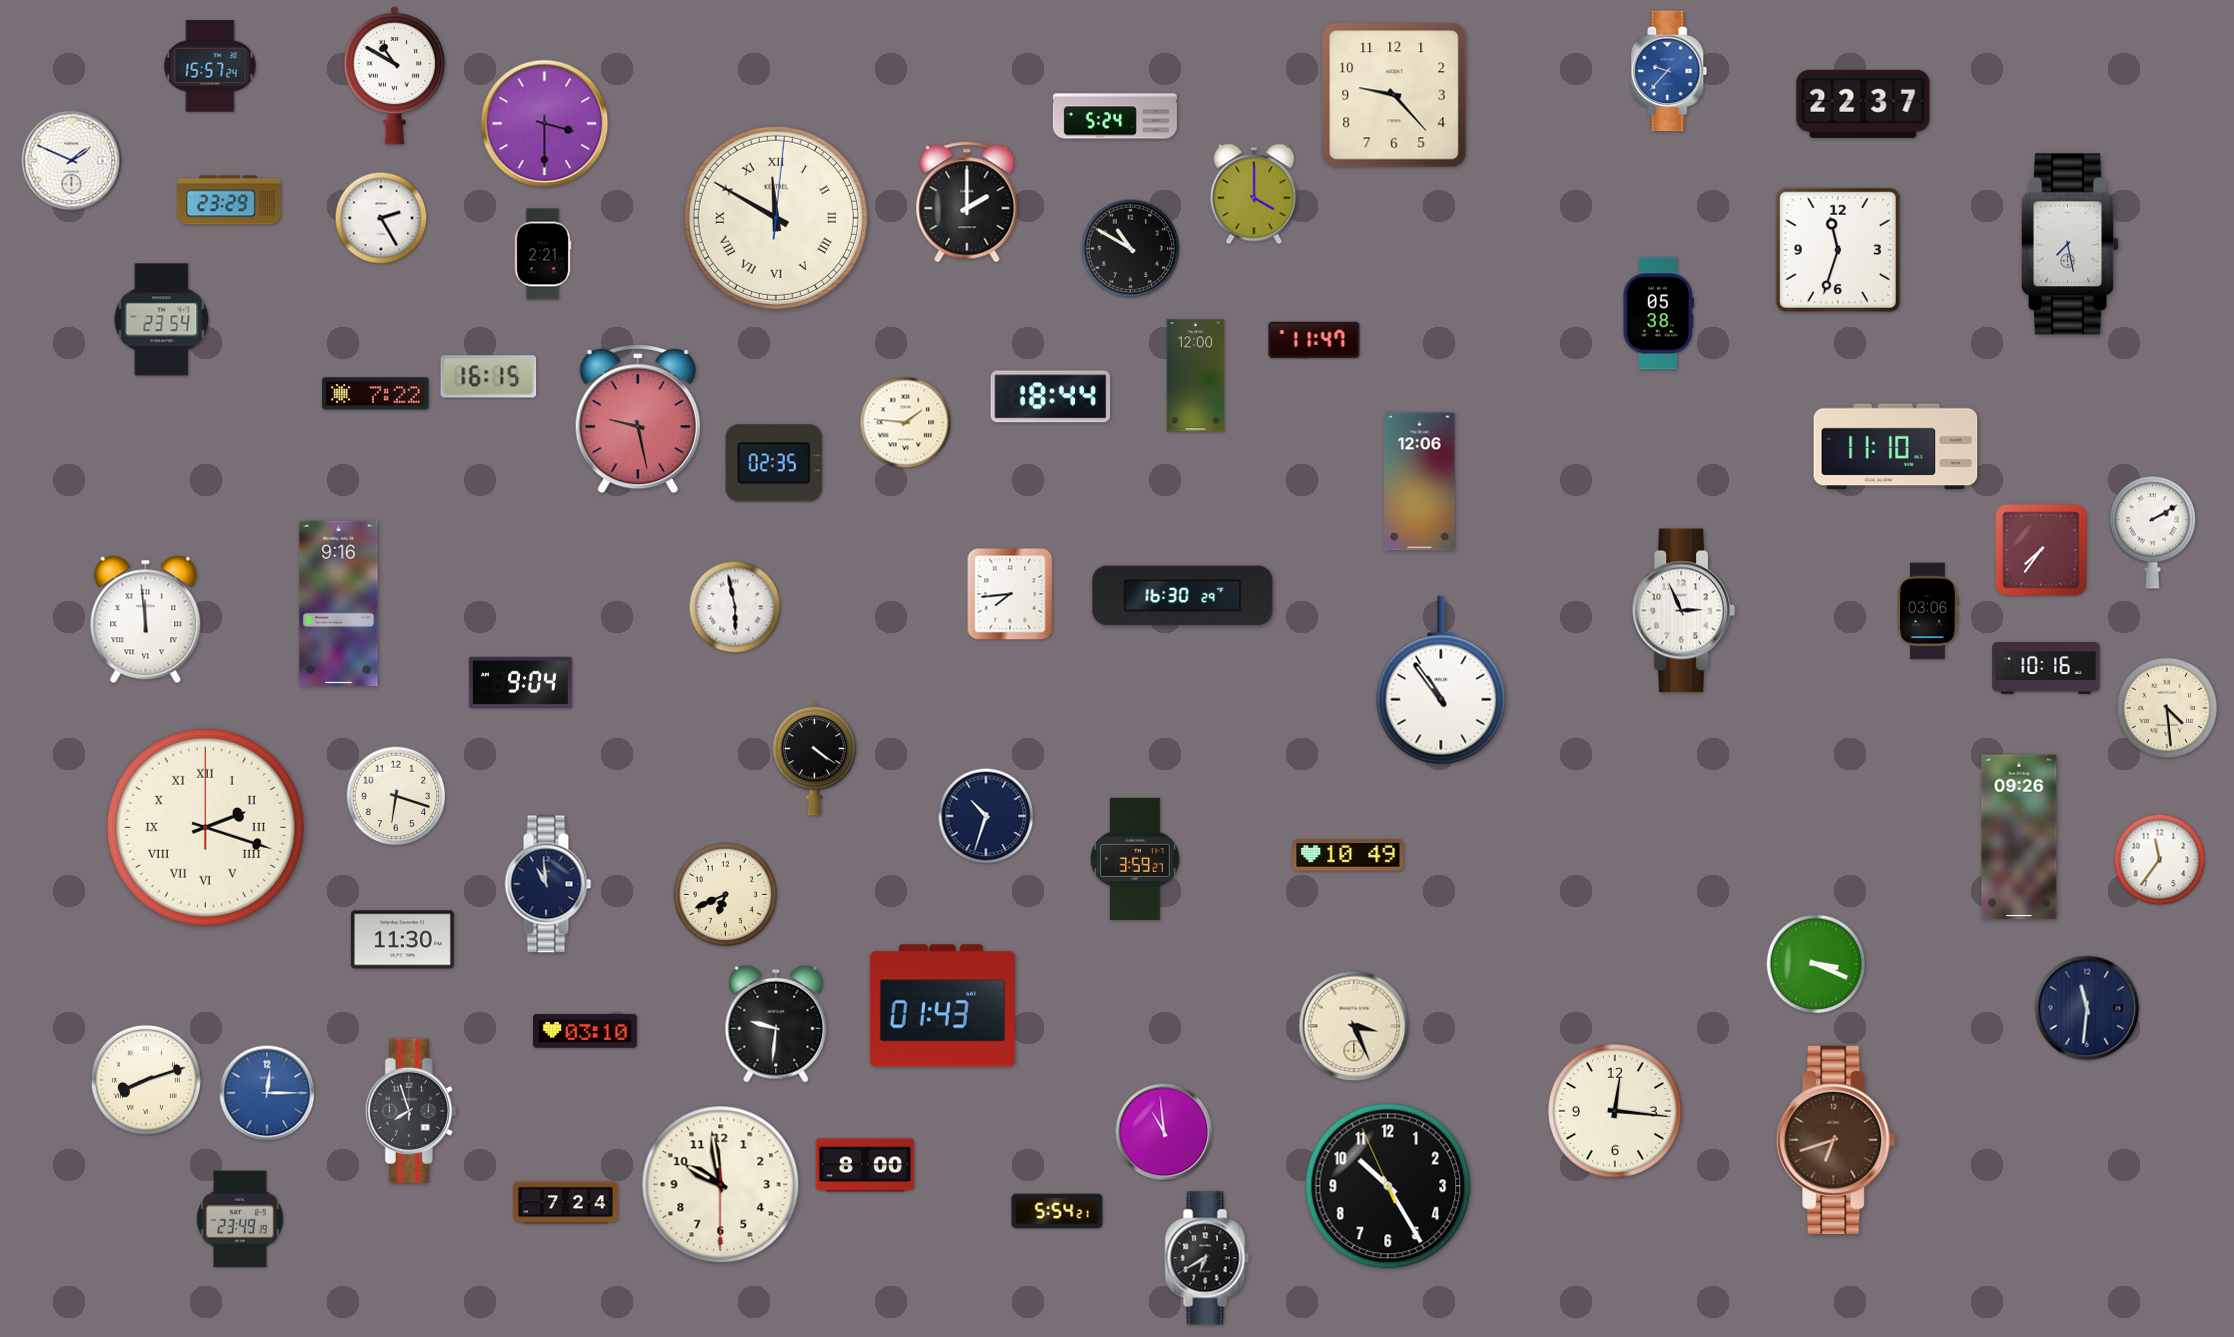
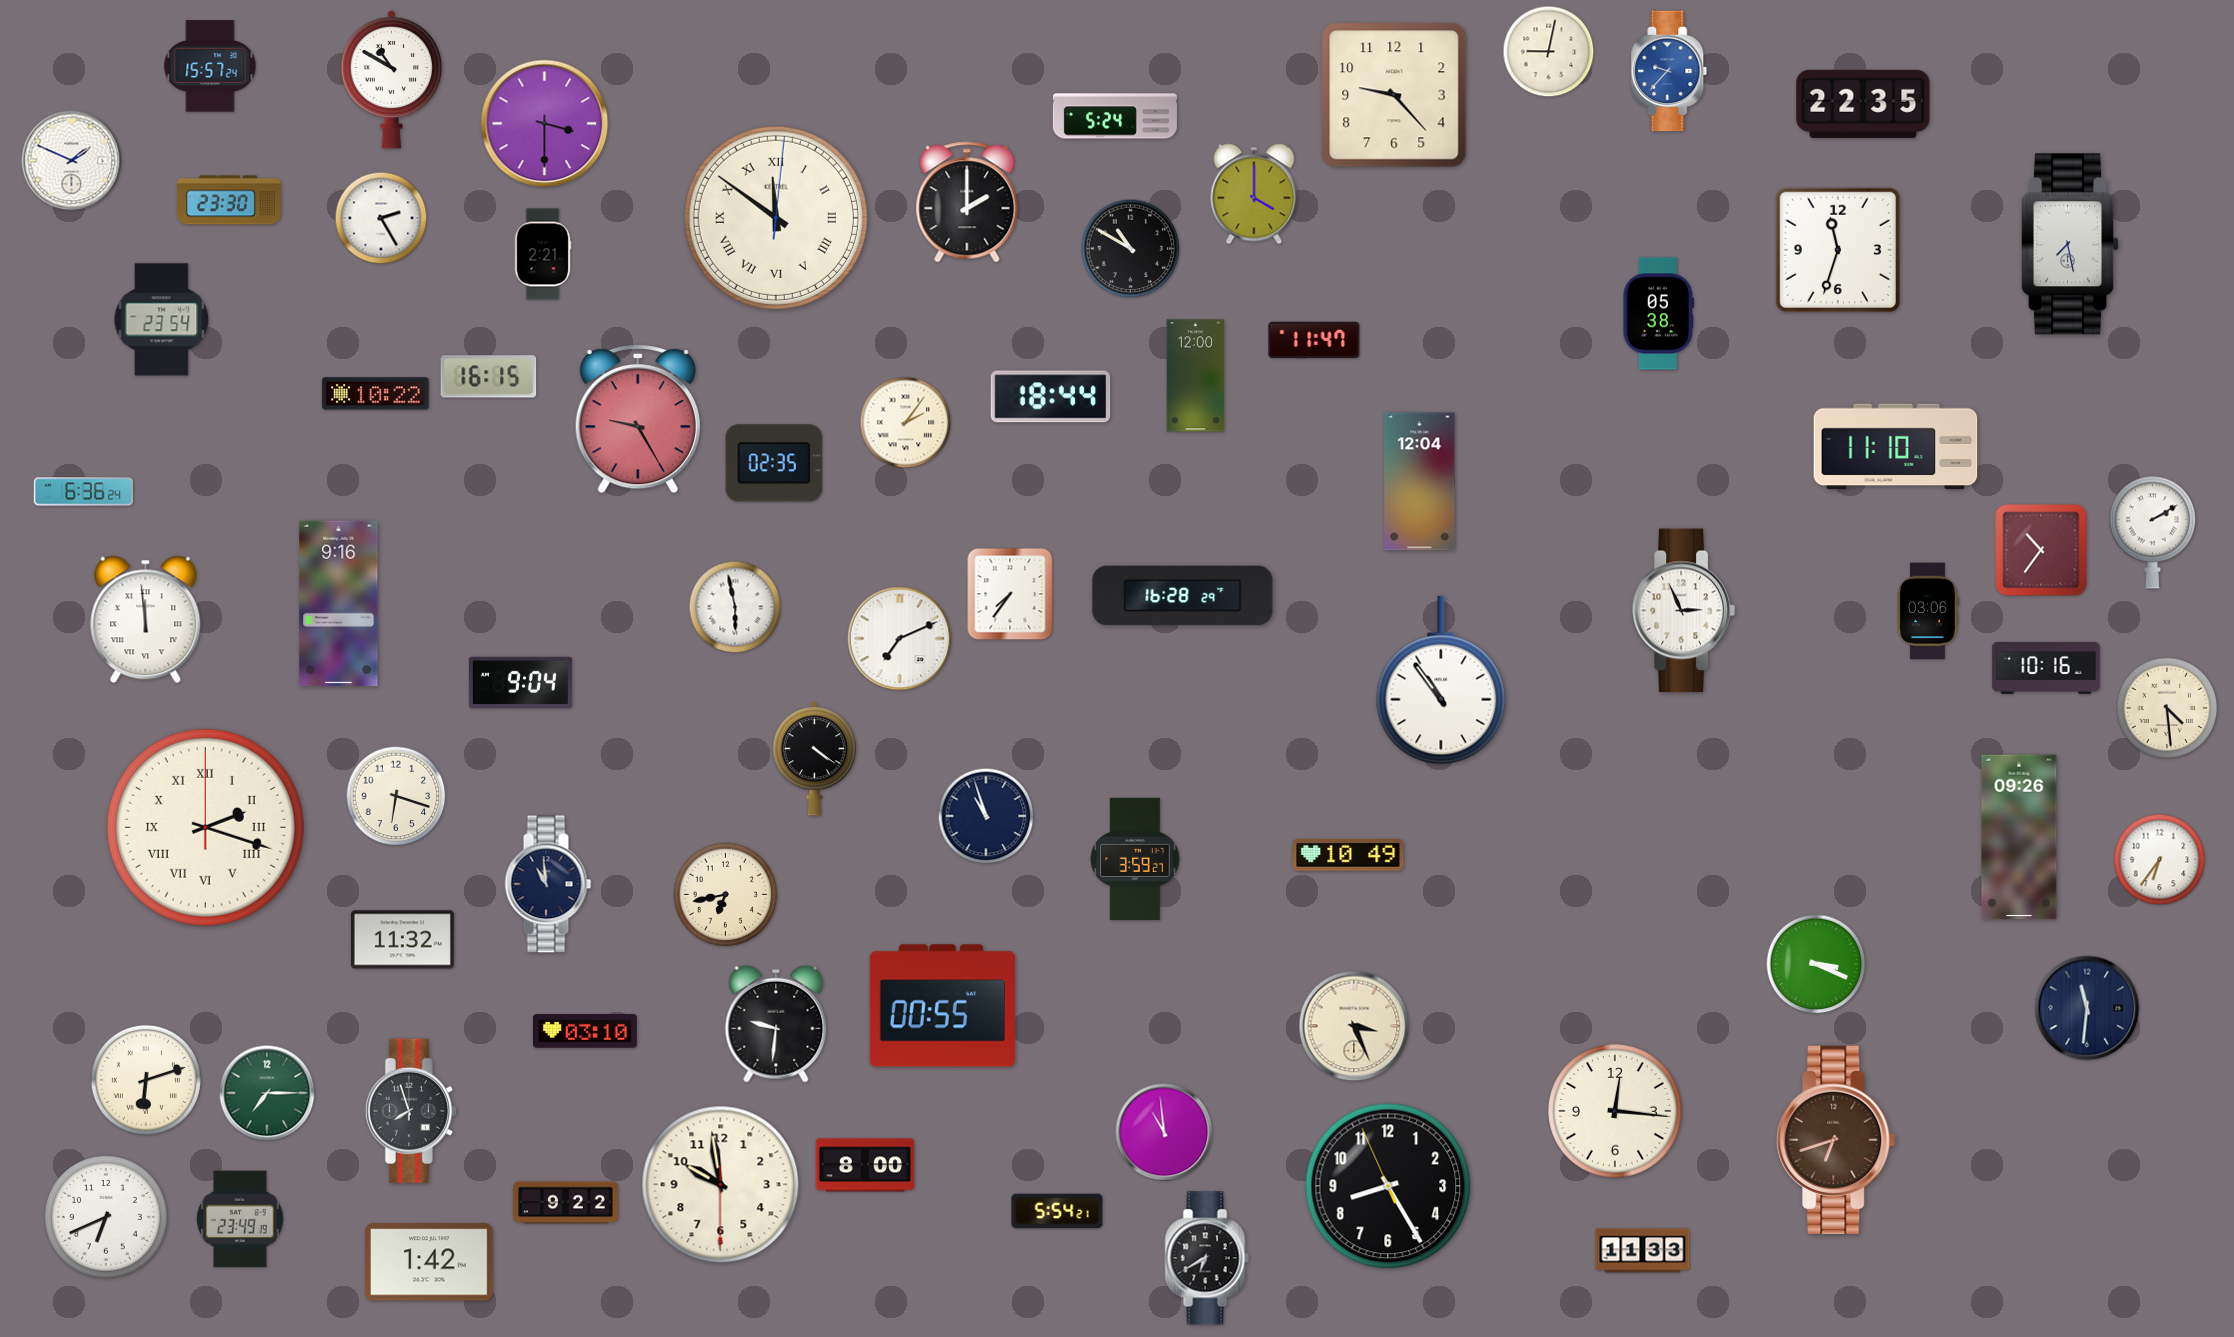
clock at (1549, 52): none -> 9:02
clock at (395, 75) position: (395, 75) -> (392, 79)
clock at (1863, 104): 22:37 -> 22:35
clock at (230, 200): 23:29 -> 23:30
clock at (776, 218): 11:50 -> 11:51
clock at (376, 394): 7:22 -> 10:22
clock at (638, 420): 9:28 -> 9:25
clock at (906, 423): 1:46 -> 2:06
clock at (1420, 482): 12:06 -> 12:04
clock at (83, 492): none -> 6:36
clock at (2041, 550): 7:36 -> 10:36
clock at (1010, 594): 7:44 -> 7:36
clock at (1183, 596): 16:30 -> 16:28
clock at (900, 639): none -> 7:11
clock at (986, 816): 10:33 -> 10:57
clock at (2160, 860): 11:36 -> 6:36
clock at (726, 895): 6:41 -> 6:43
clock at (402, 940): 11:30 -> 11:32
clock at (942, 1006): 01:43 -> 00:55
clock at (146, 1080): 8:12 -> 6:12
clock at (267, 1093): 12:15 -> 7:15
clock at (267, 1093) dial: blue -> green
clock at (1388, 1186): 10:24 -> 8:24
clock at (566, 1203): 7:24 -> 9:22
clock at (106, 1217): none -> 6:41
clock at (1643, 1251): none -> 11:33
clock at (430, 1262): none -> 1:42
